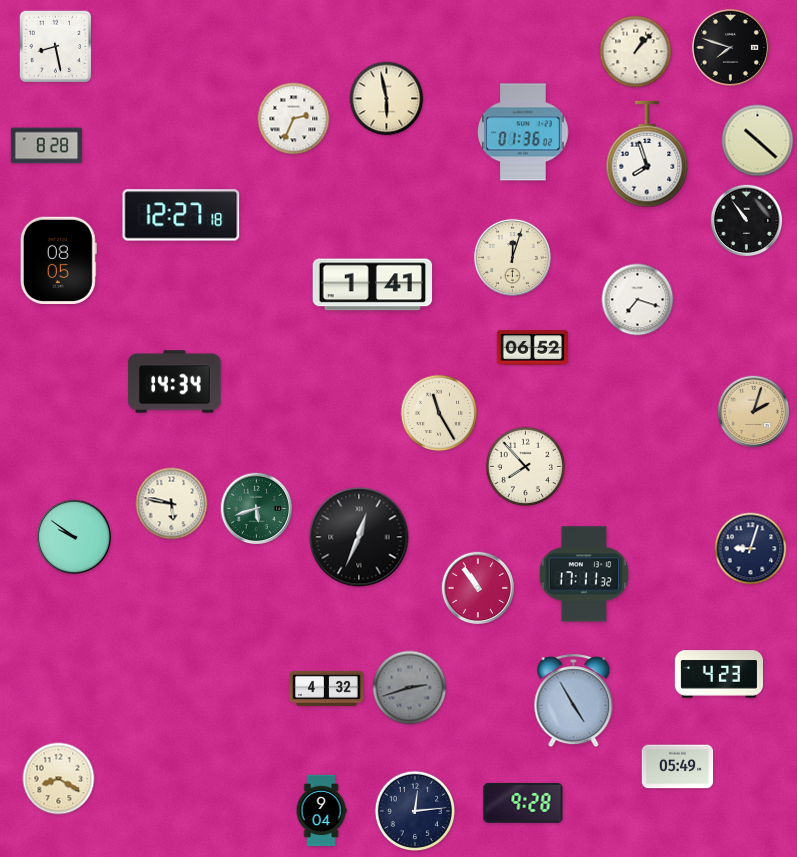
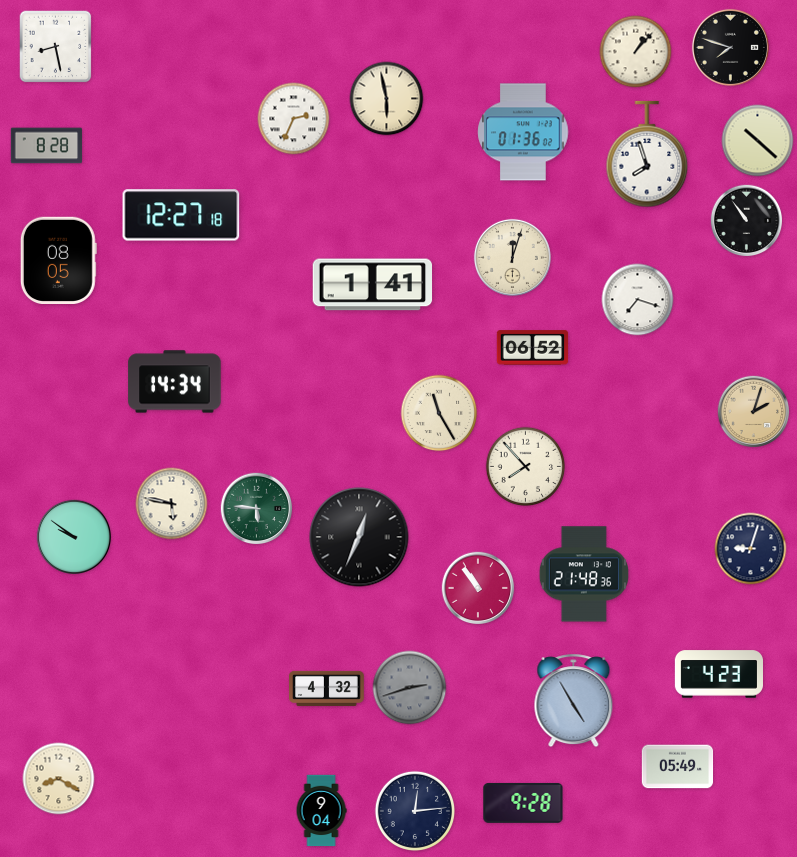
clock at (257, 509): 5:42 -> 5:46
clock at (584, 574): 17:11 -> 21:48
